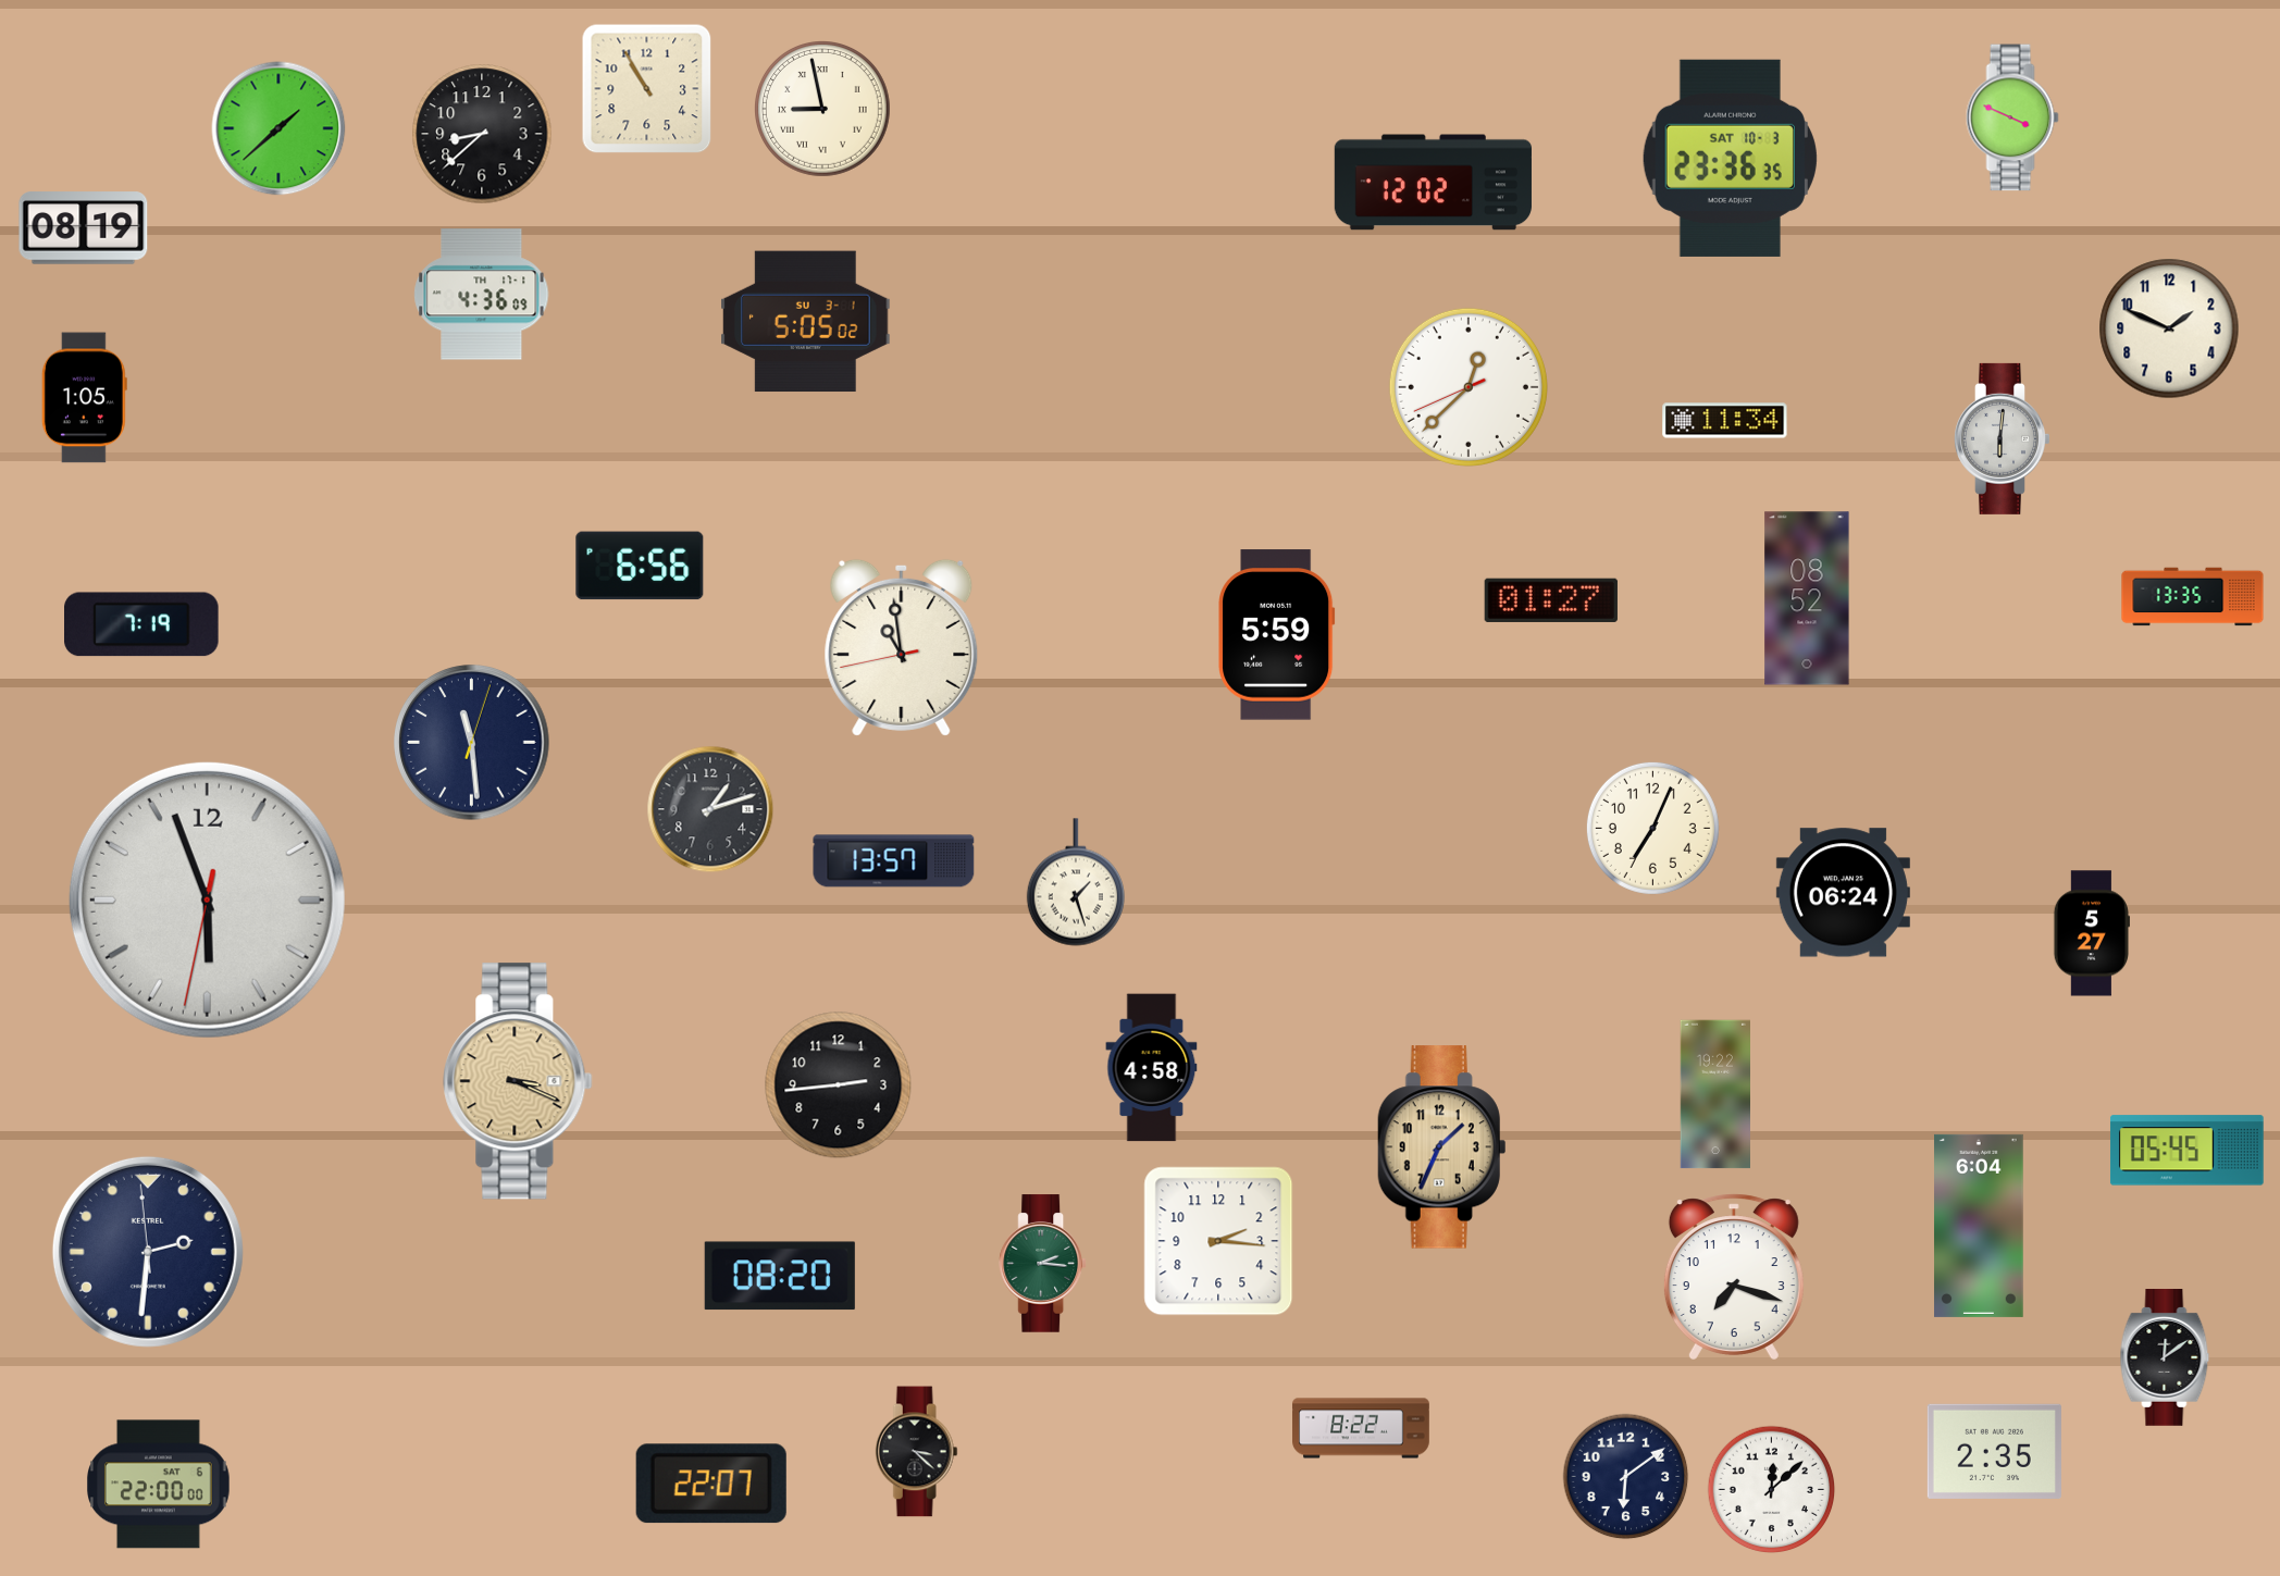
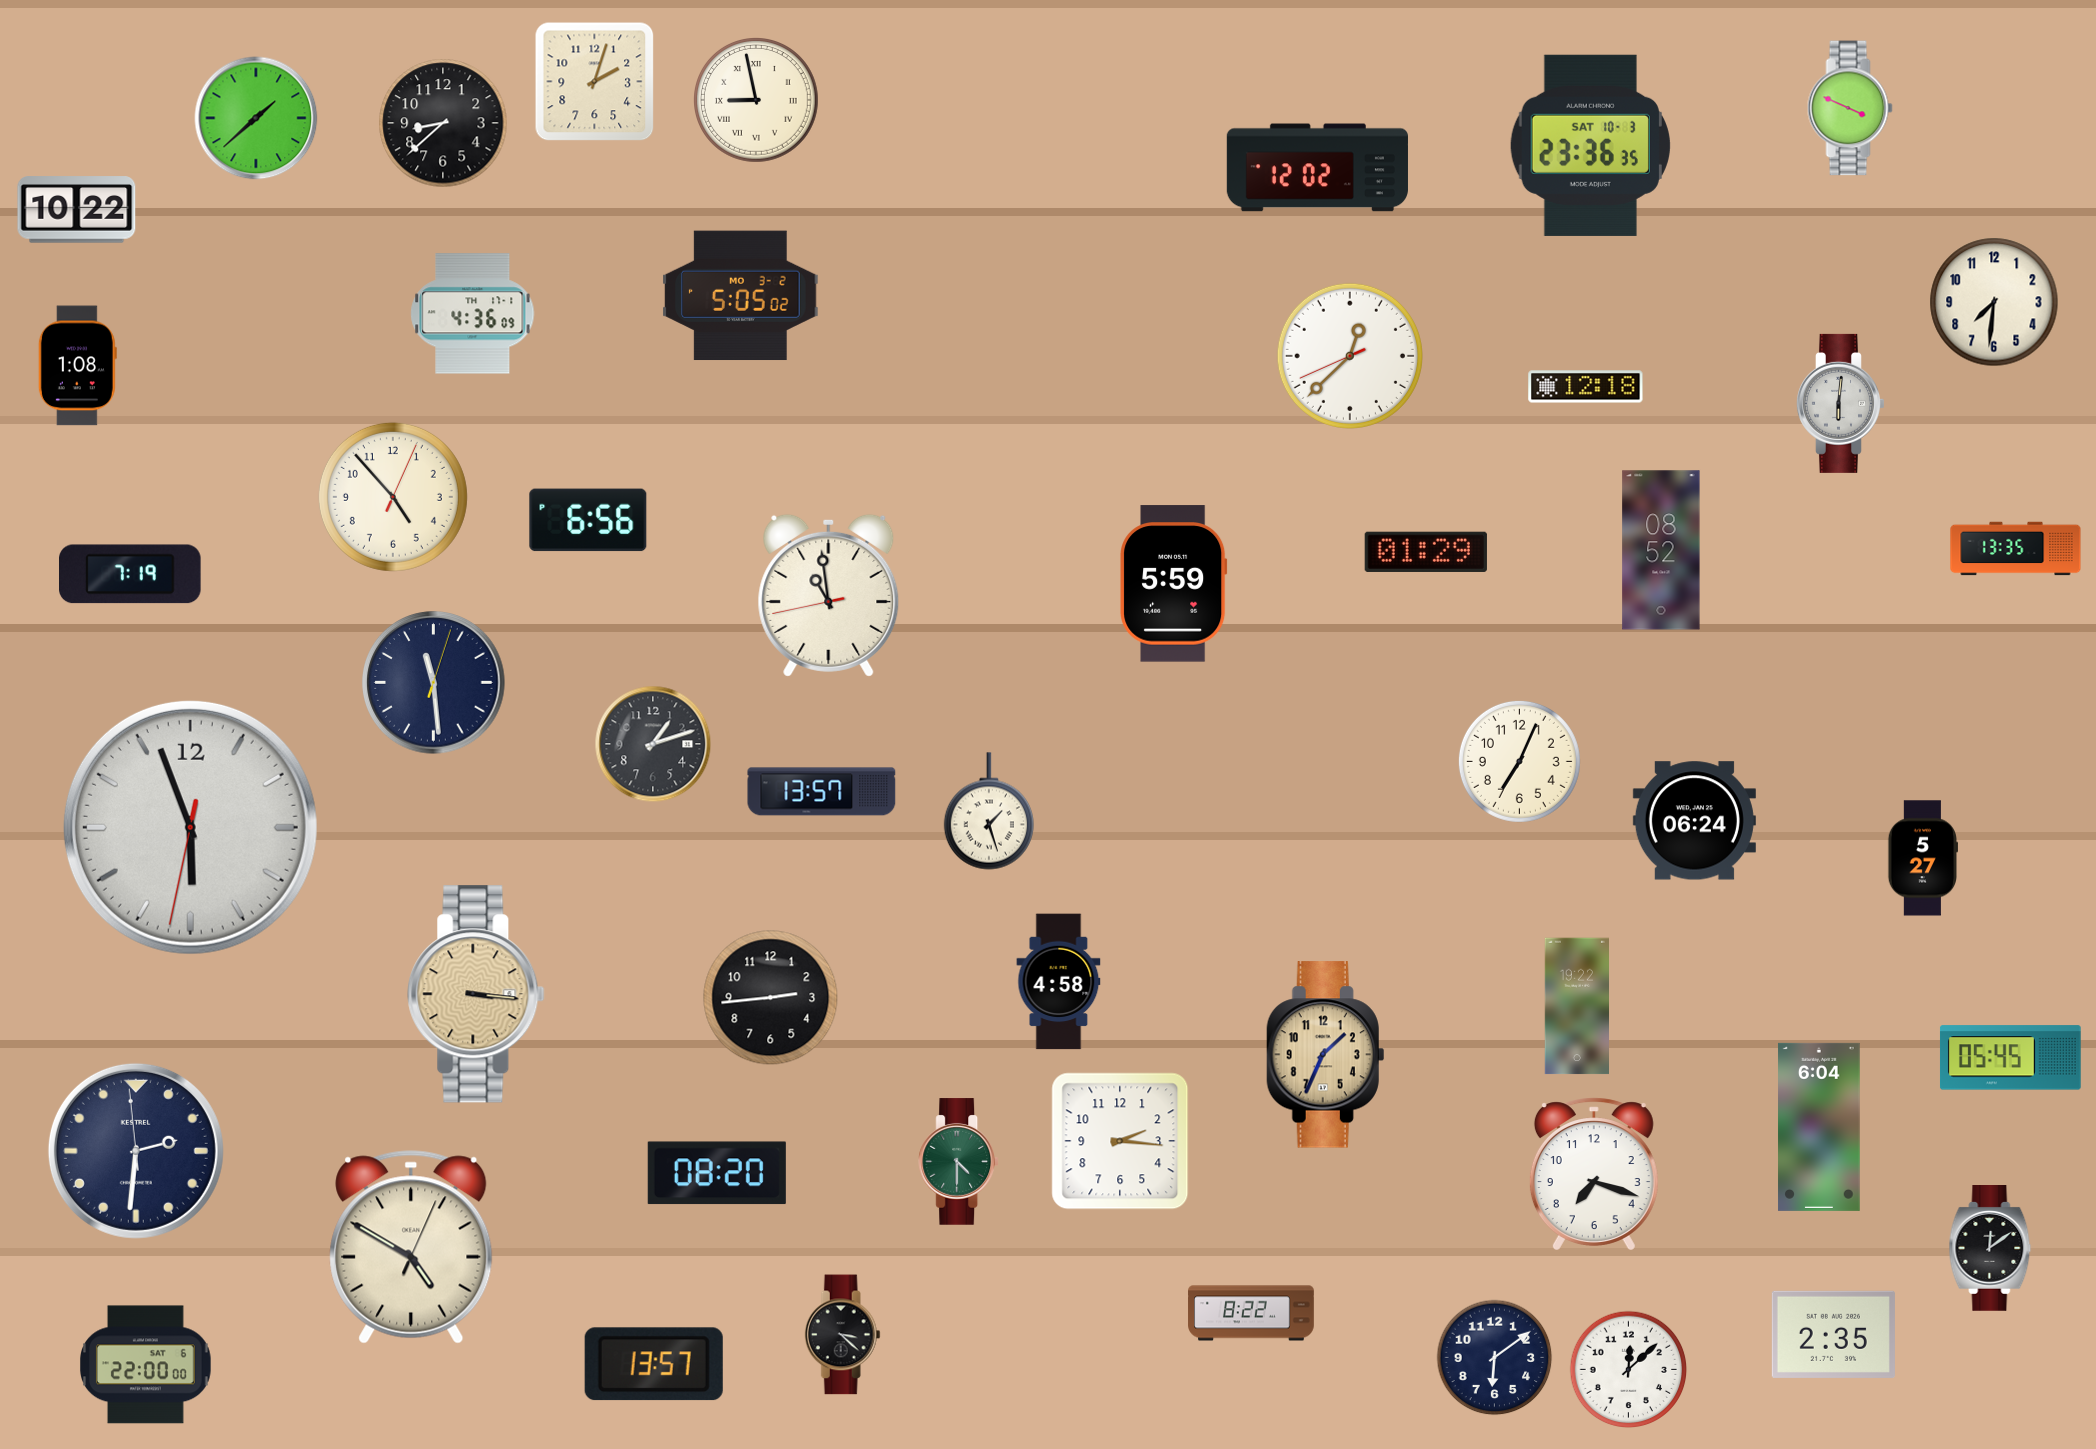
clock at (647, 89): 10:55 -> 2:03
clock at (84, 228): 08:19 -> 10:22
clock at (482, 295) position: (482, 295) -> (473, 314)
clock at (806, 322) date: SU 3-1 -> MO 3-2
clock at (2169, 328): 1:49 -> 7:31
clock at (84, 398): 1:05 -> 1:08
clock at (1725, 421): 11:34 -> 12:18
clock at (393, 497): none -> 4:53
clock at (1551, 600): 01:27 -> 01:29
clock at (518, 1081): 3:19 -> 3:16
clock at (1043, 1264): 2:16 -> 4:30
clock at (411, 1247): none -> 4:50
clock at (711, 1484): 22:07 -> 13:57
